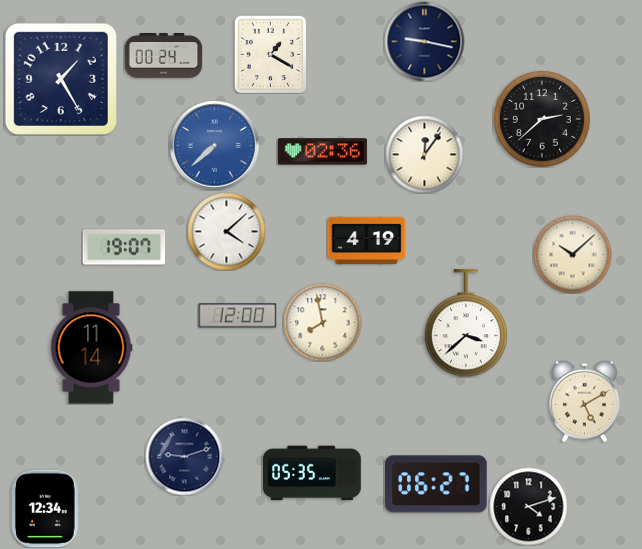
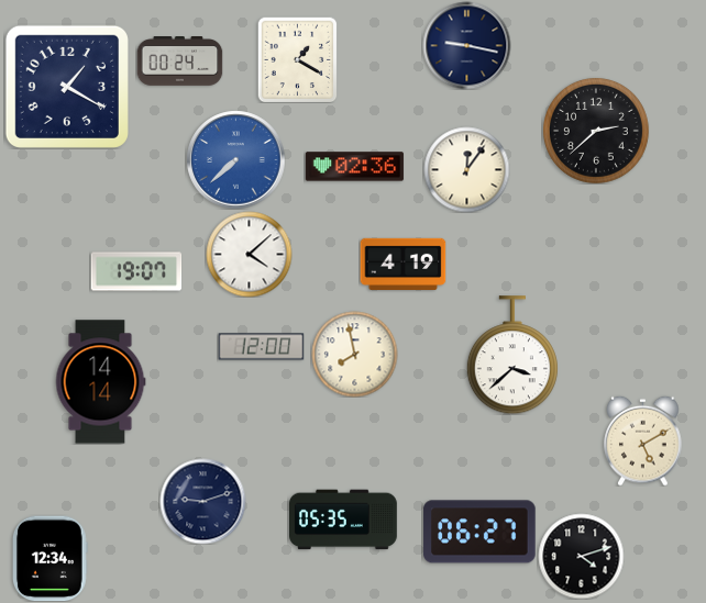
clock at (61, 79): 1:25 -> 1:20
clock at (572, 254): 10:08 -> none
clock at (91, 348): 11:14 -> 14:14
